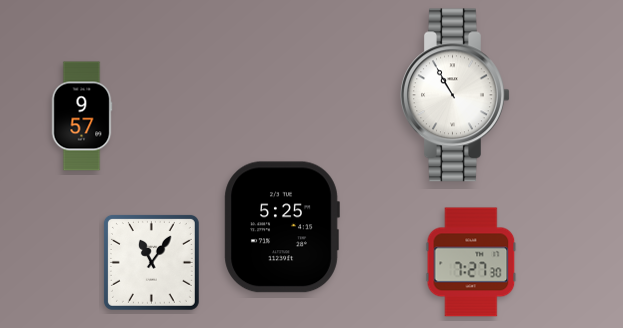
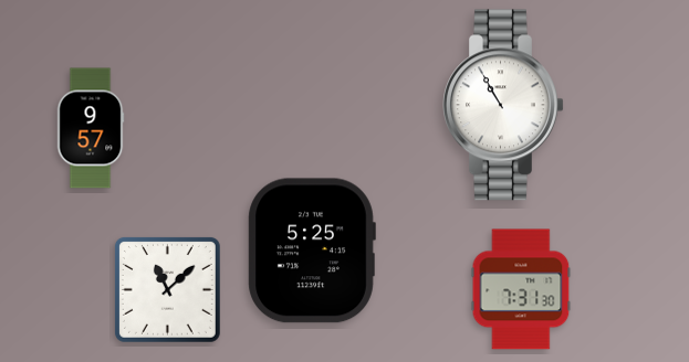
clock at (151, 262): 11:06 -> 11:08
clock at (471, 262): 7:27 -> 7:31
